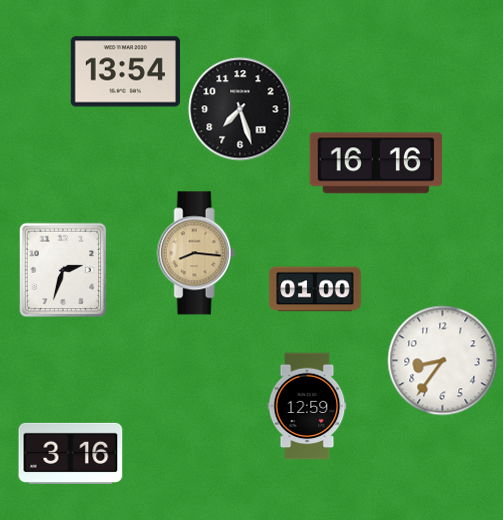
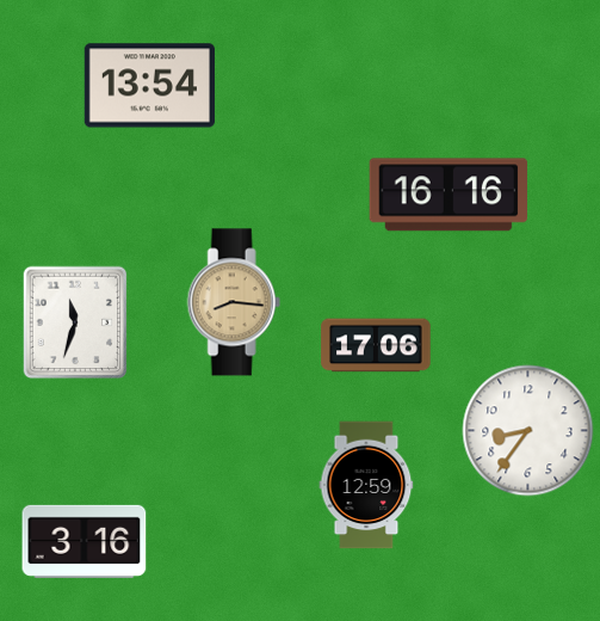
clock at (240, 109): 7:27 -> none
clock at (63, 270): 2:33 -> 11:33
clock at (315, 289): 01:00 -> 17:06
